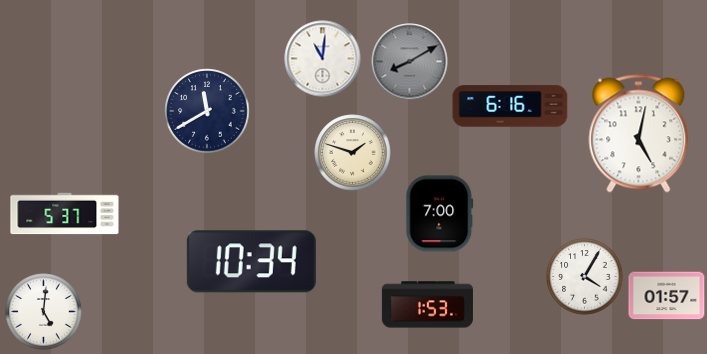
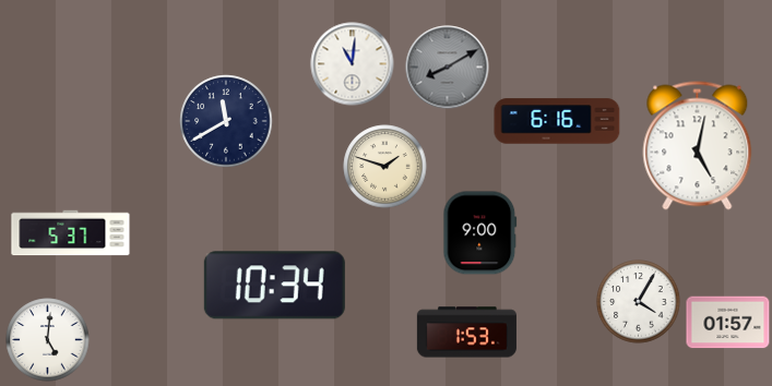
clock at (510, 106) position: (510, 106) -> (557, 121)
clock at (440, 214): 7:00 -> 9:00
